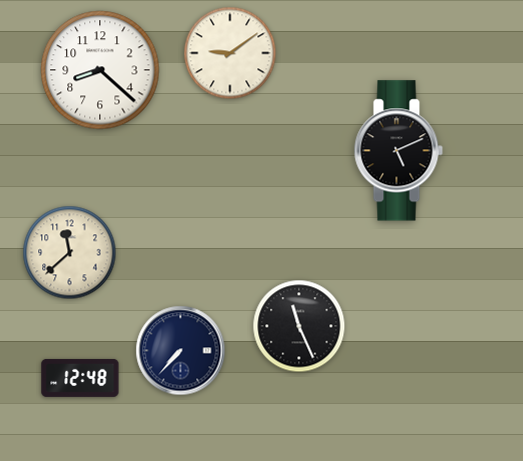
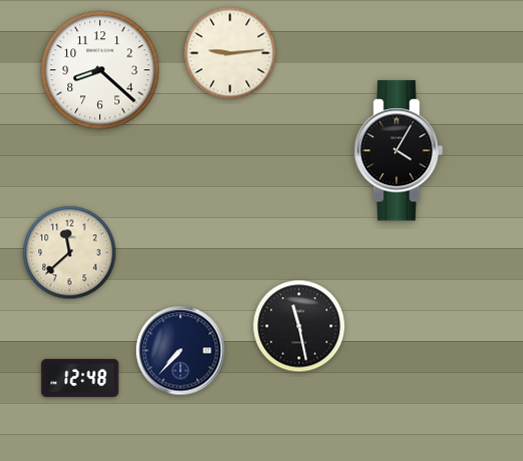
clock at (230, 53): 9:09 -> 9:14
clock at (398, 151): 5:11 -> 4:05
clock at (299, 326): 11:26 -> 11:28
